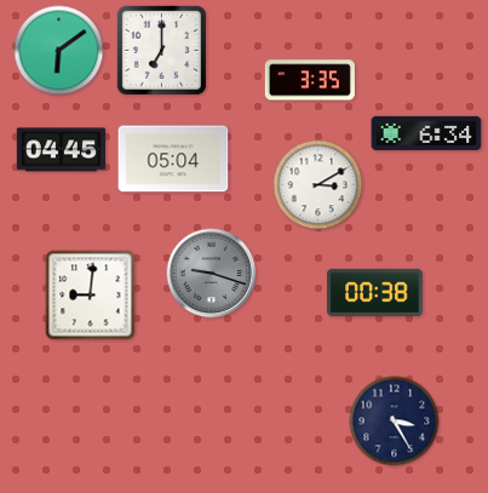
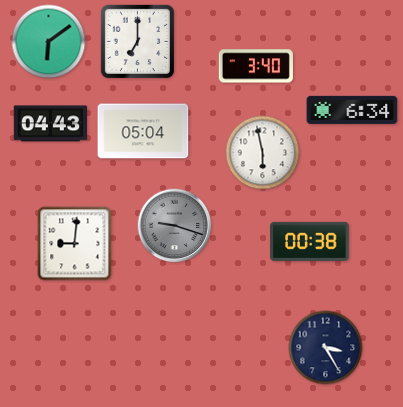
clock at (161, 50) position: (161, 50) -> (137, 41)
clock at (310, 80): 3:35 -> 3:40
clock at (61, 150): 04:45 -> 04:43
clock at (318, 185): 3:10 -> 5:58
